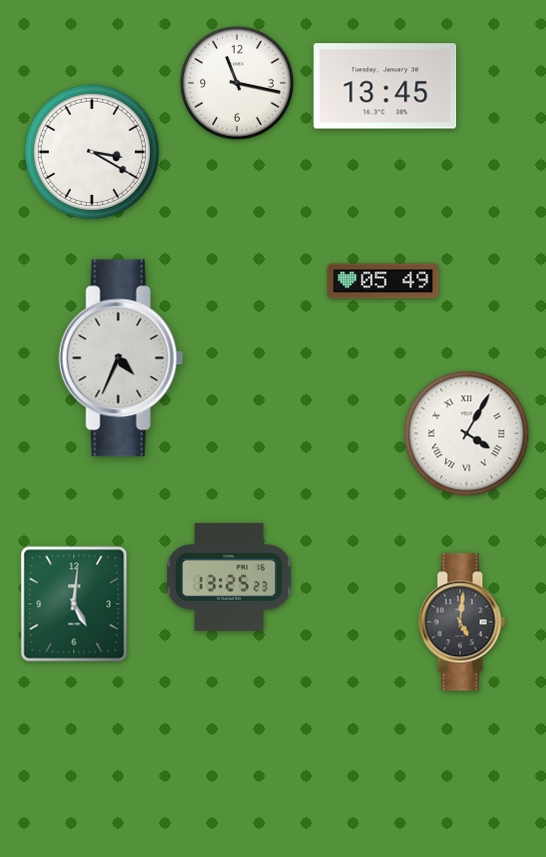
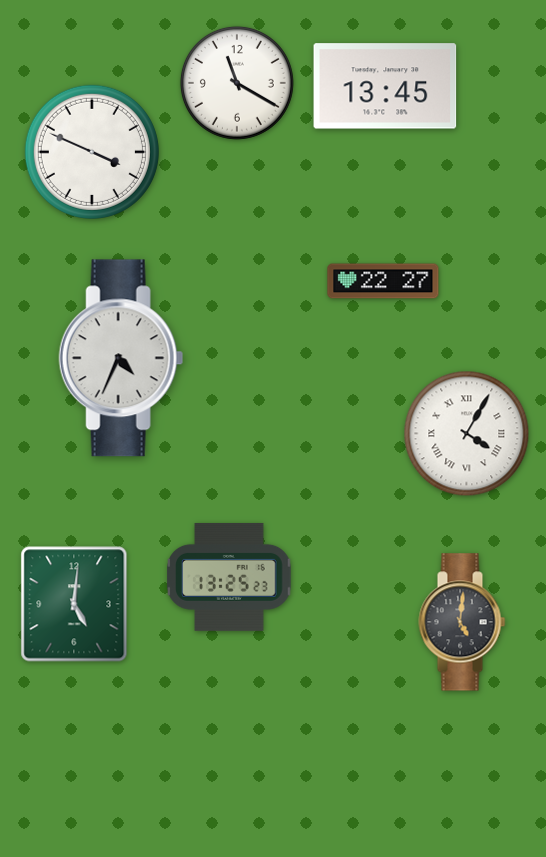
clock at (237, 83): 11:17 -> 11:20
clock at (92, 152): 3:20 -> 3:49
clock at (383, 281): 05:49 -> 22:27
